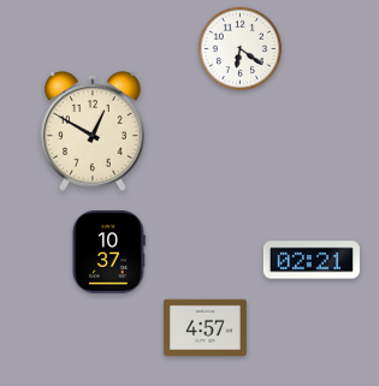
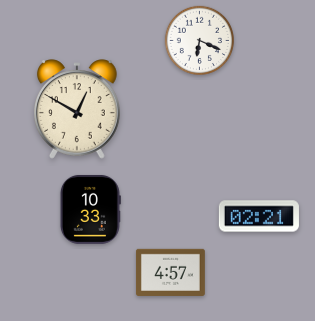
clock at (239, 48): 6:21 -> 6:19
clock at (108, 251): 10:37 -> 10:33
